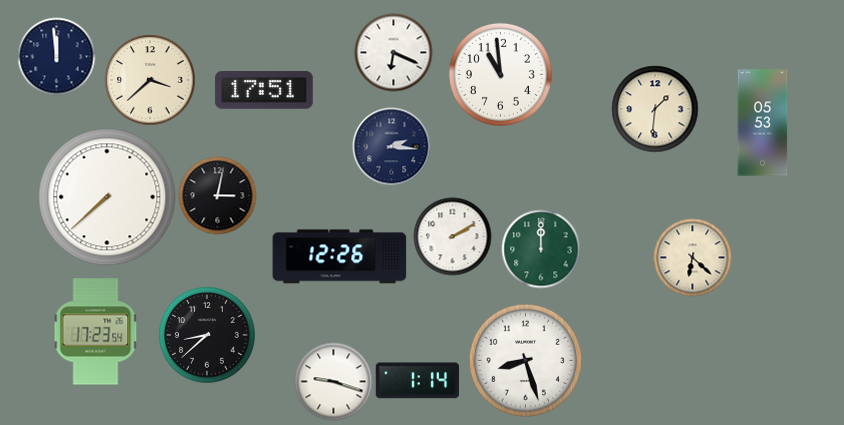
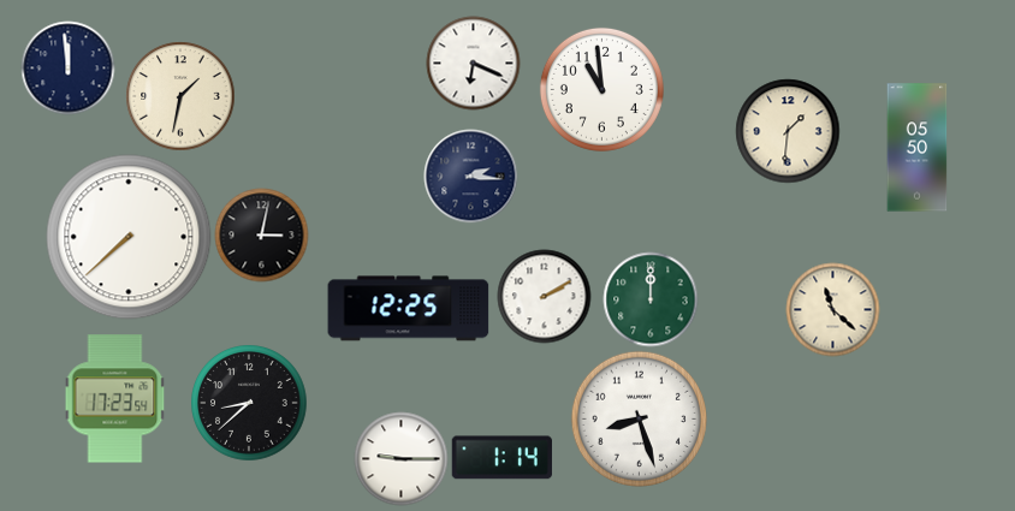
clock at (150, 80): 3:38 -> 1:32
clock at (264, 90): 17:51 -> none
clock at (763, 123): 05:53 -> 05:50
clock at (452, 236) position: (452, 236) -> (544, 296)
clock at (340, 257): 12:26 -> 12:25
clock at (692, 257): 6:22 -> 11:22
clock at (525, 360) position: (525, 360) -> (639, 418)
clock at (333, 381): 9:18 -> 9:15
